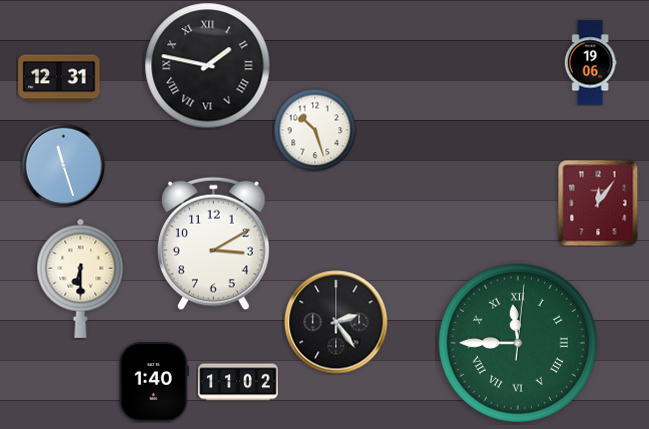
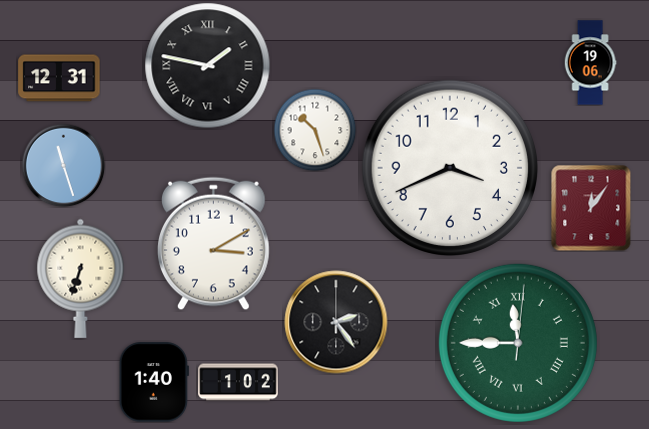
clock at (449, 167): none -> 3:41
clock at (598, 203) position: (598, 203) -> (591, 208)
clock at (81, 278): 6:30 -> 6:33
clock at (238, 382): 11:02 -> 1:02
